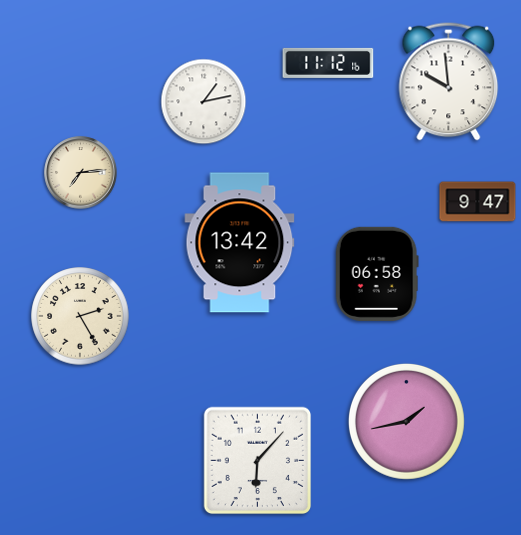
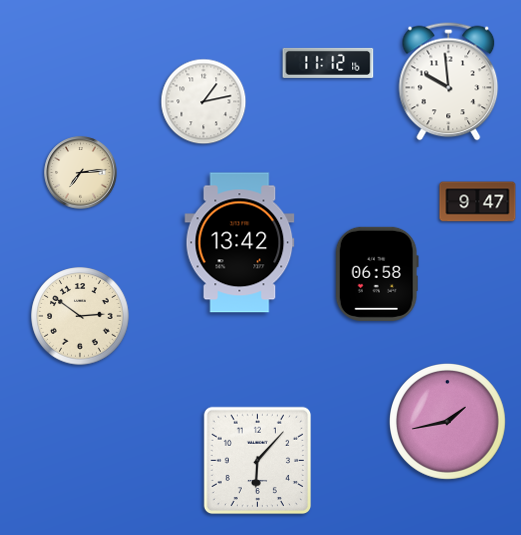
clock at (80, 316): 2:25 -> 2:51
clock at (406, 421) position: (406, 421) -> (447, 421)
